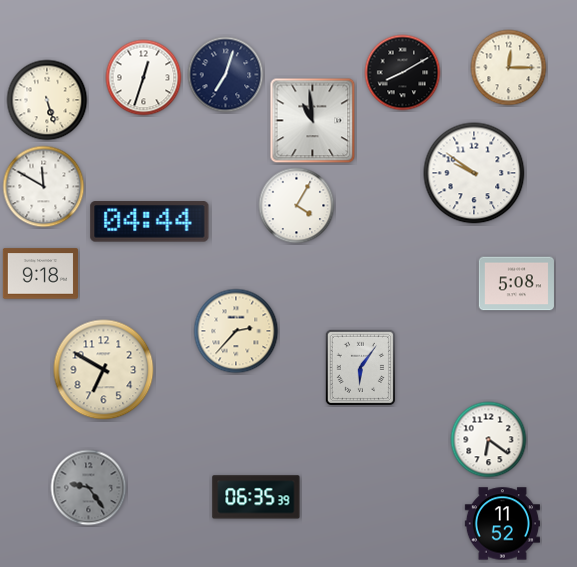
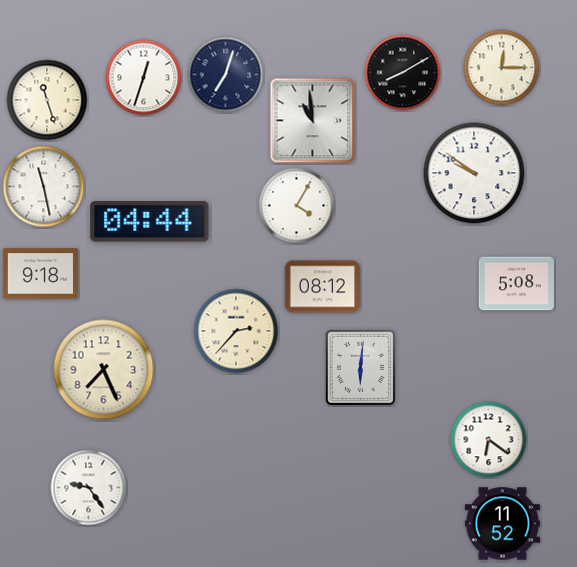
clock at (509, 68) position: (509, 68) -> (502, 68)
clock at (47, 100): 5:27 -> 11:27
clock at (44, 187): 11:50 -> 11:28
clock at (322, 287): none -> 08:12
clock at (360, 367): 6:06 -> 6:01
clock at (104, 370): 6:50 -> 7:26
clock at (89, 488) dial: grey -> white
clock at (256, 497): 06:35 -> none
